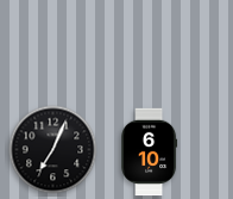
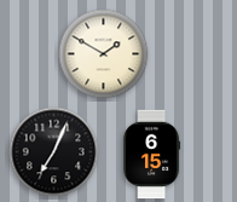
clock at (104, 54): none -> 1:50
clock at (150, 153): 6:10 -> 6:15
